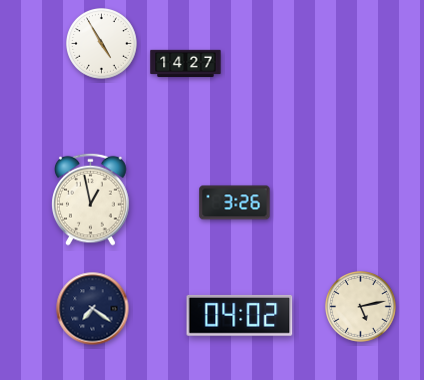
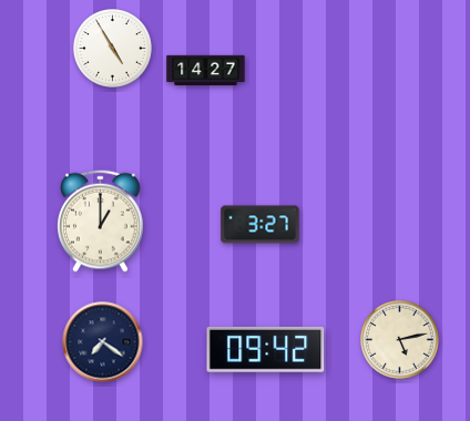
clock at (91, 199): 12:58 -> 1:00
clock at (235, 203): 3:26 -> 3:27
clock at (240, 315): 04:02 -> 09:42
